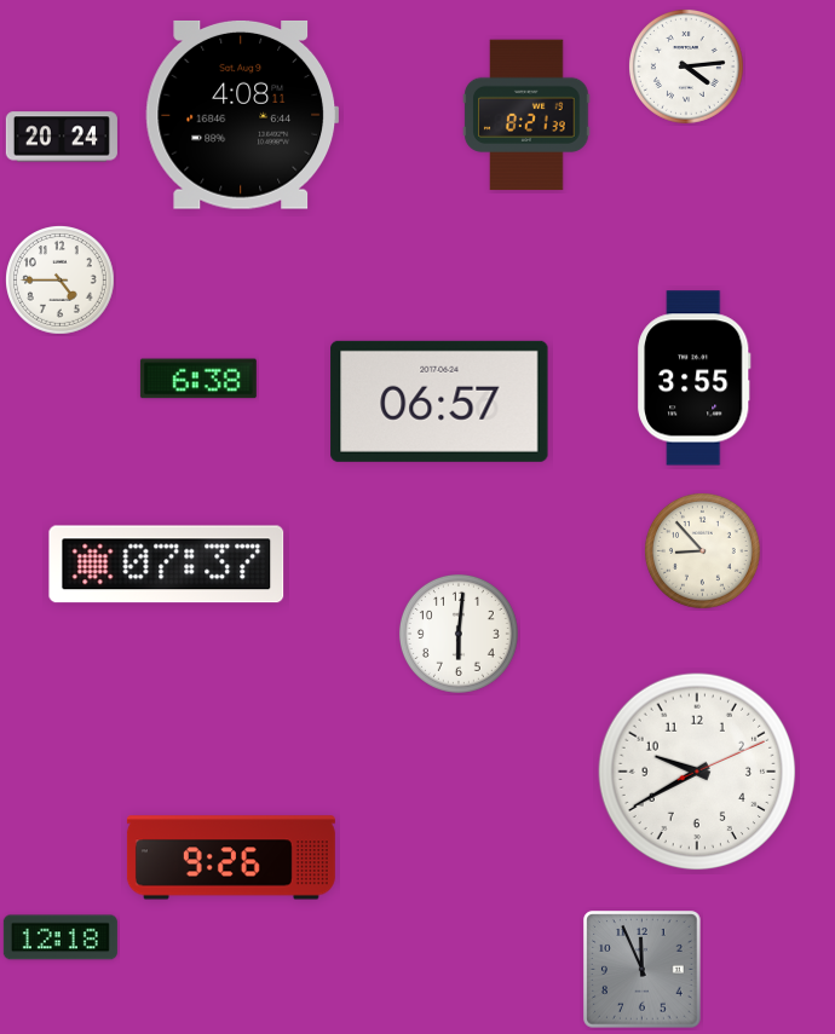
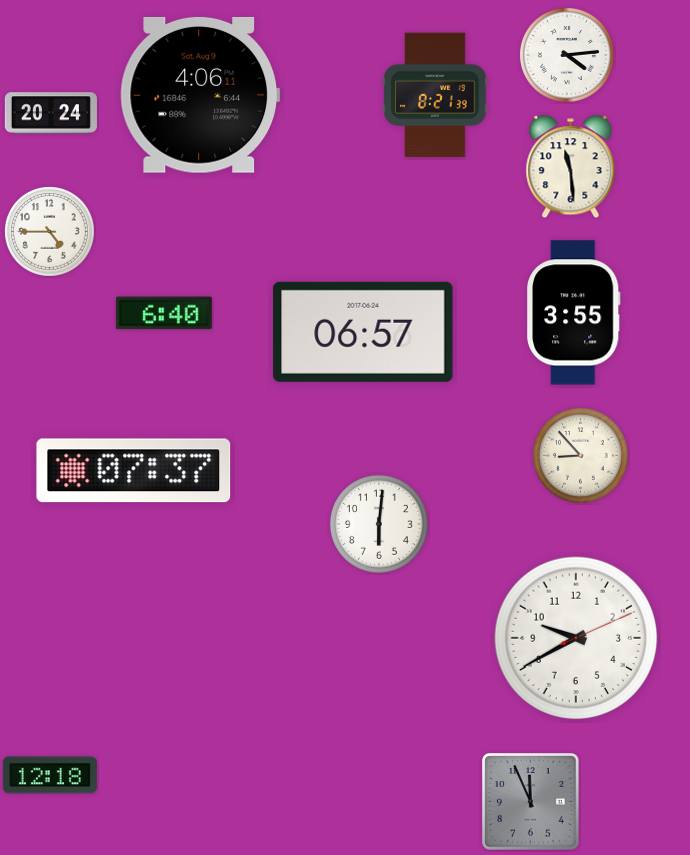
clock at (241, 115): 4:08 -> 4:06
clock at (571, 167): none -> 11:29
clock at (198, 379): 6:38 -> 6:40
clock at (167, 565) position: (167, 565) -> (134, 471)
clock at (231, 857): 9:26 -> none
